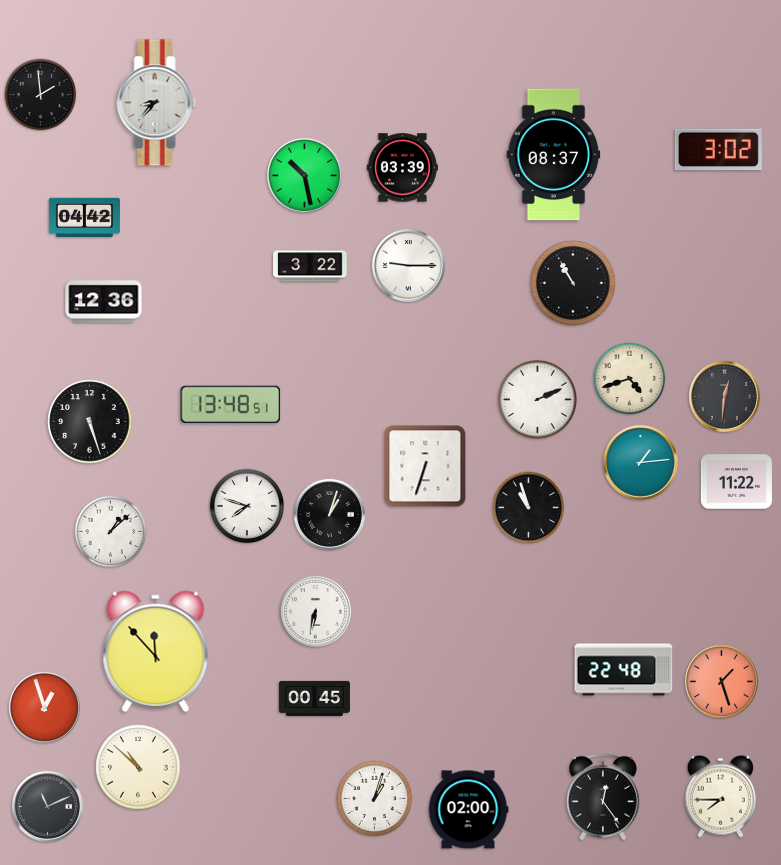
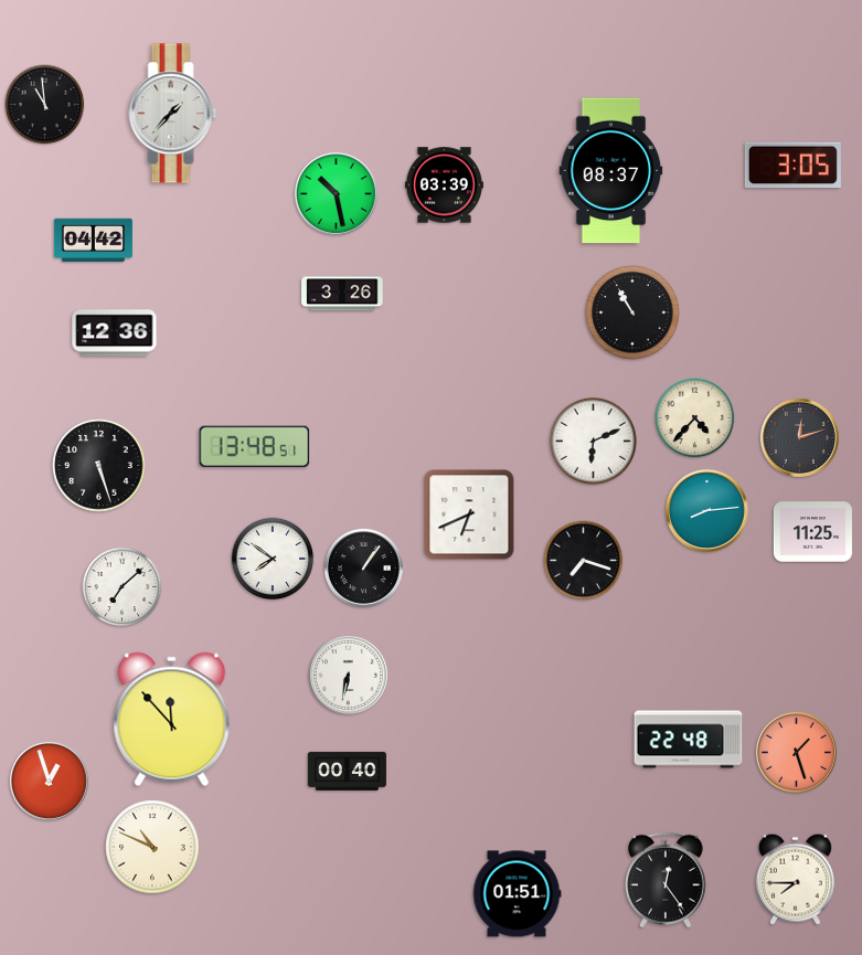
clock at (41, 95): 1:59 -> 10:59
clock at (157, 103): 8:37 -> 1:37
clock at (718, 150): 3:02 -> 3:05
clock at (408, 265): 9:15 -> none
clock at (310, 266): 3:22 -> 3:26
clock at (630, 379): 4:42 -> 4:37
clock at (724, 396): 12:31 -> 12:12
clock at (537, 399): 2:11 -> 6:11
clock at (640, 462): 1:14 -> 8:14
clock at (425, 466): 6:33 -> 6:41
clock at (736, 482): 11:22 -> 11:25
clock at (247, 506): 7:48 -> 7:51
clock at (529, 508): 10:57 -> 7:18
clock at (329, 514): 1:03 -> 1:06
clock at (111, 532): 1:08 -> 7:08
clock at (314, 698): 00:45 -> 00:40
clock at (138, 767): 10:52 -> 10:49
clock at (375, 799): 1:03 -> none
clock at (47, 806): 11:11 -> none
clock at (468, 810): 02:00 -> 01:51
